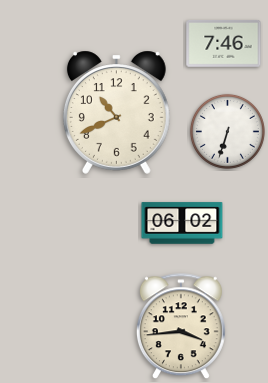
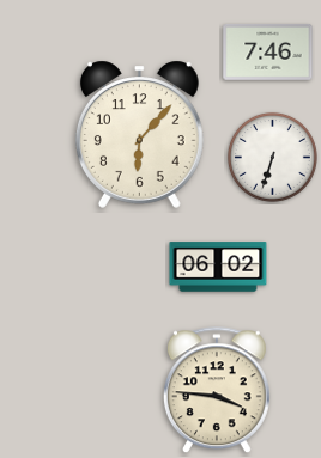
clock at (116, 112): 10:41 -> 6:07
clock at (181, 327): 3:44 -> 3:46
